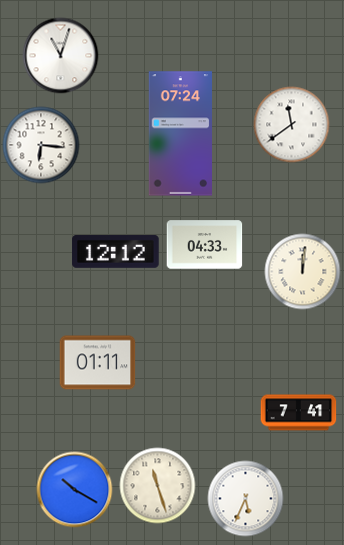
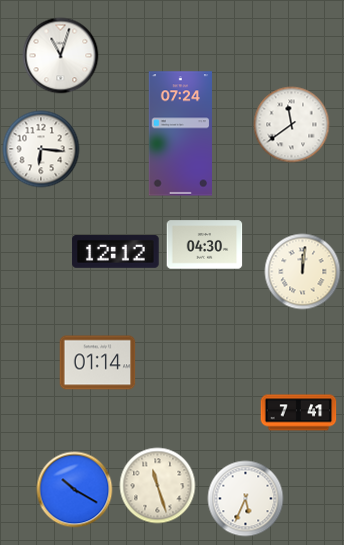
clock at (41, 145) position: (41, 145) -> (41, 149)
clock at (205, 245): 04:33 -> 04:30
clock at (98, 363): 01:11 -> 01:14
